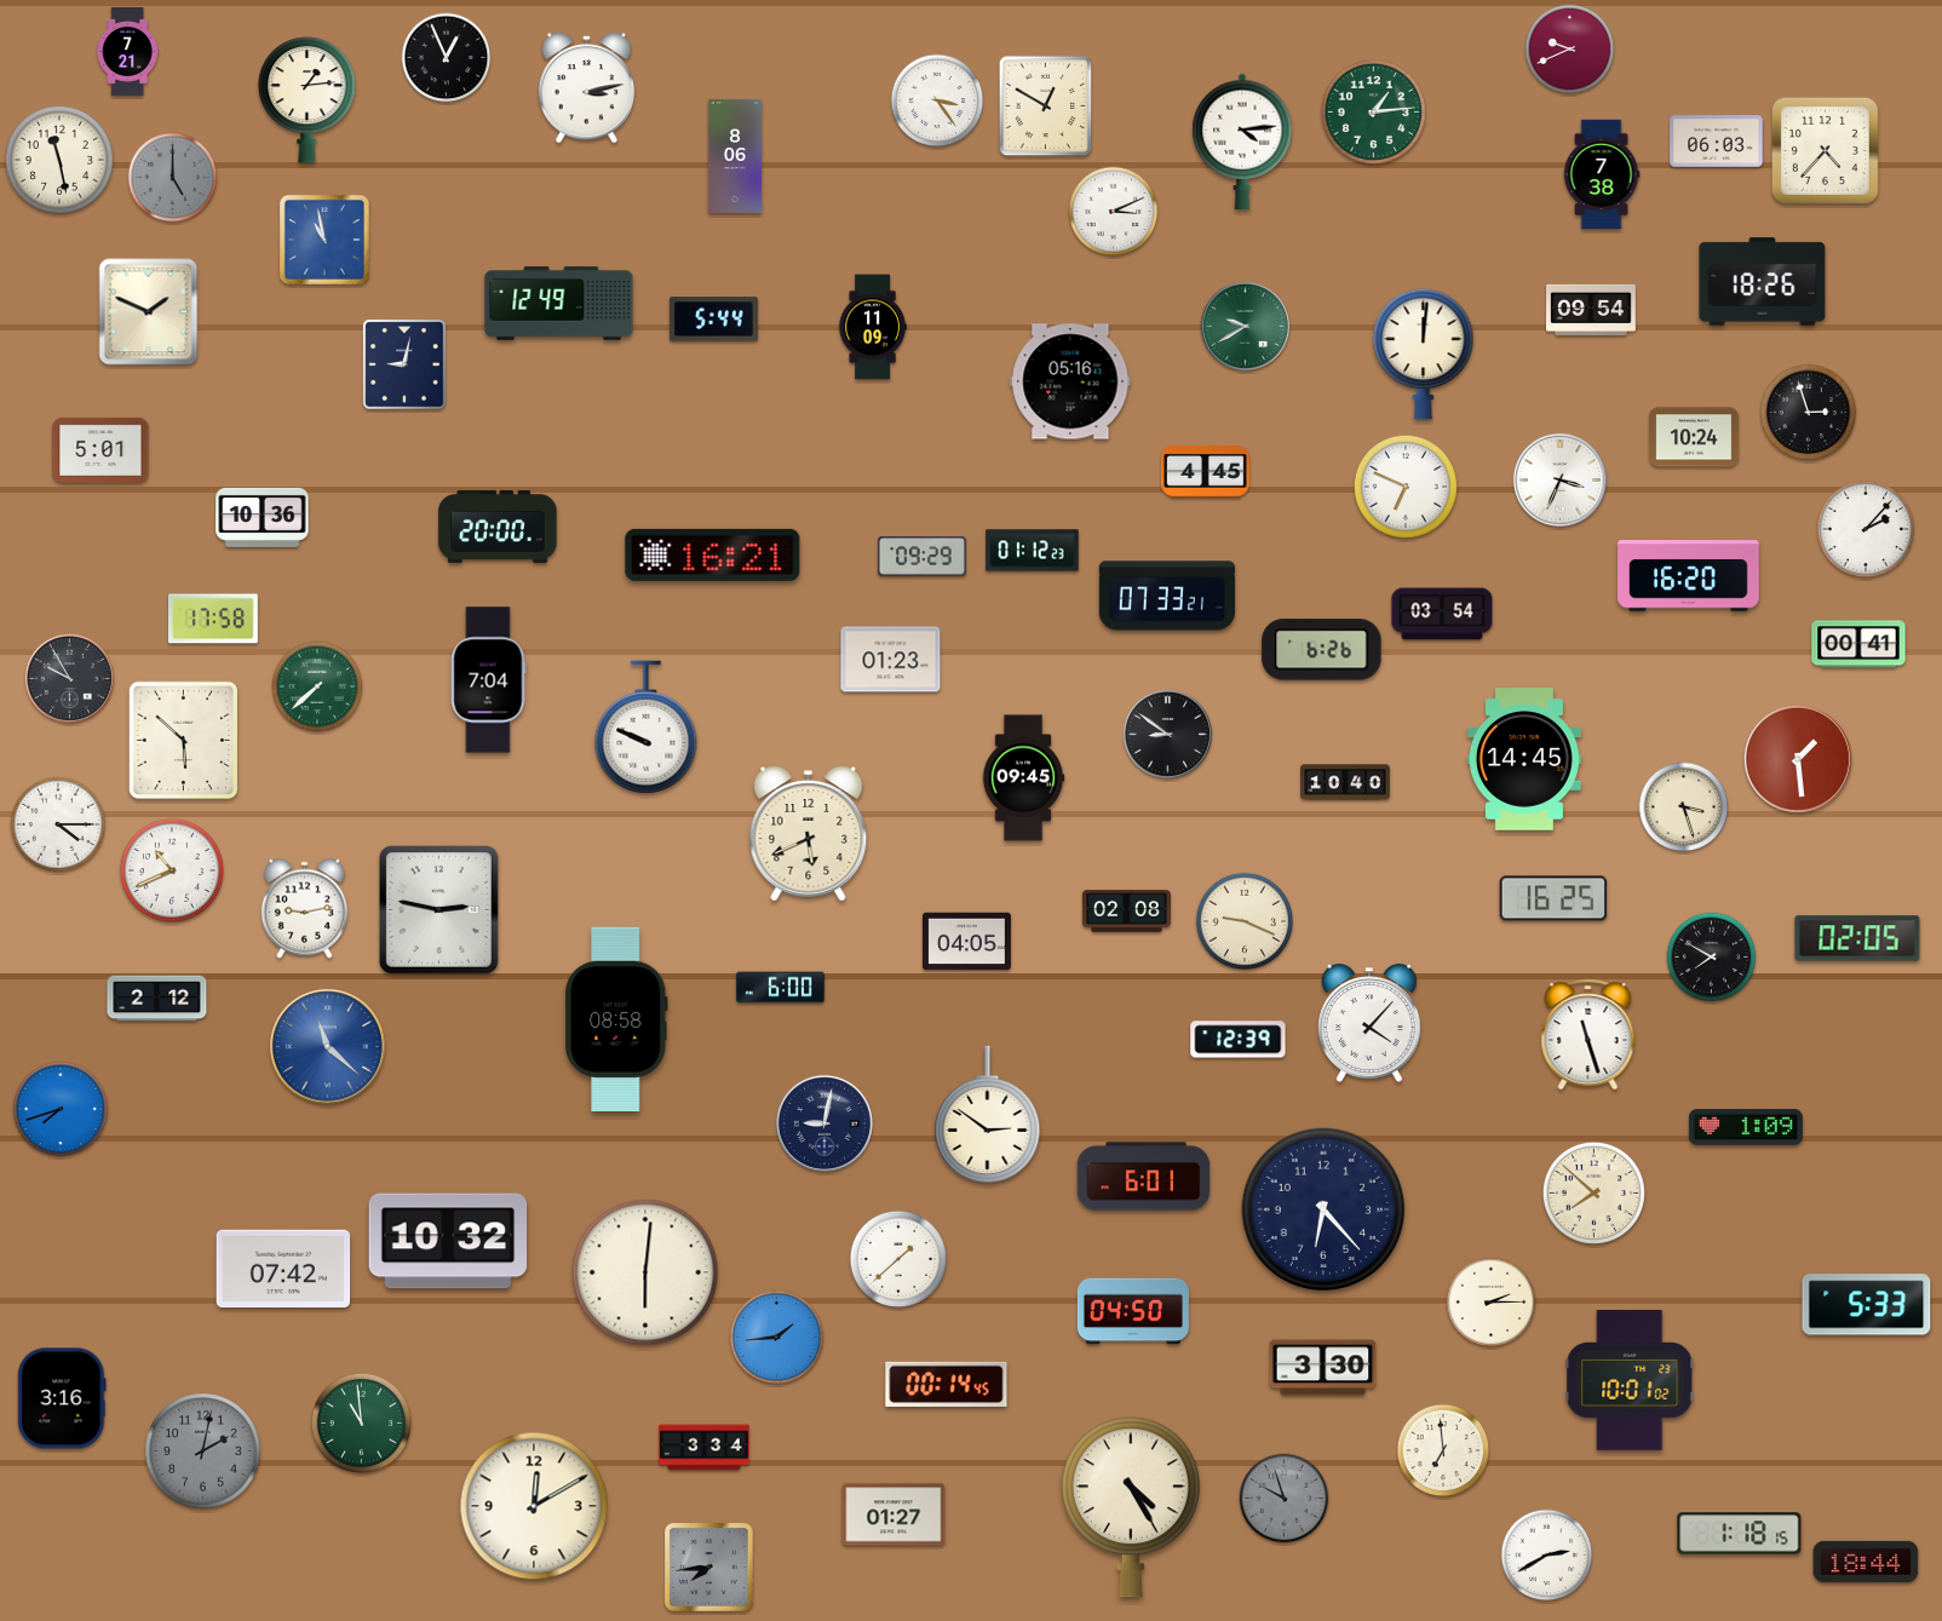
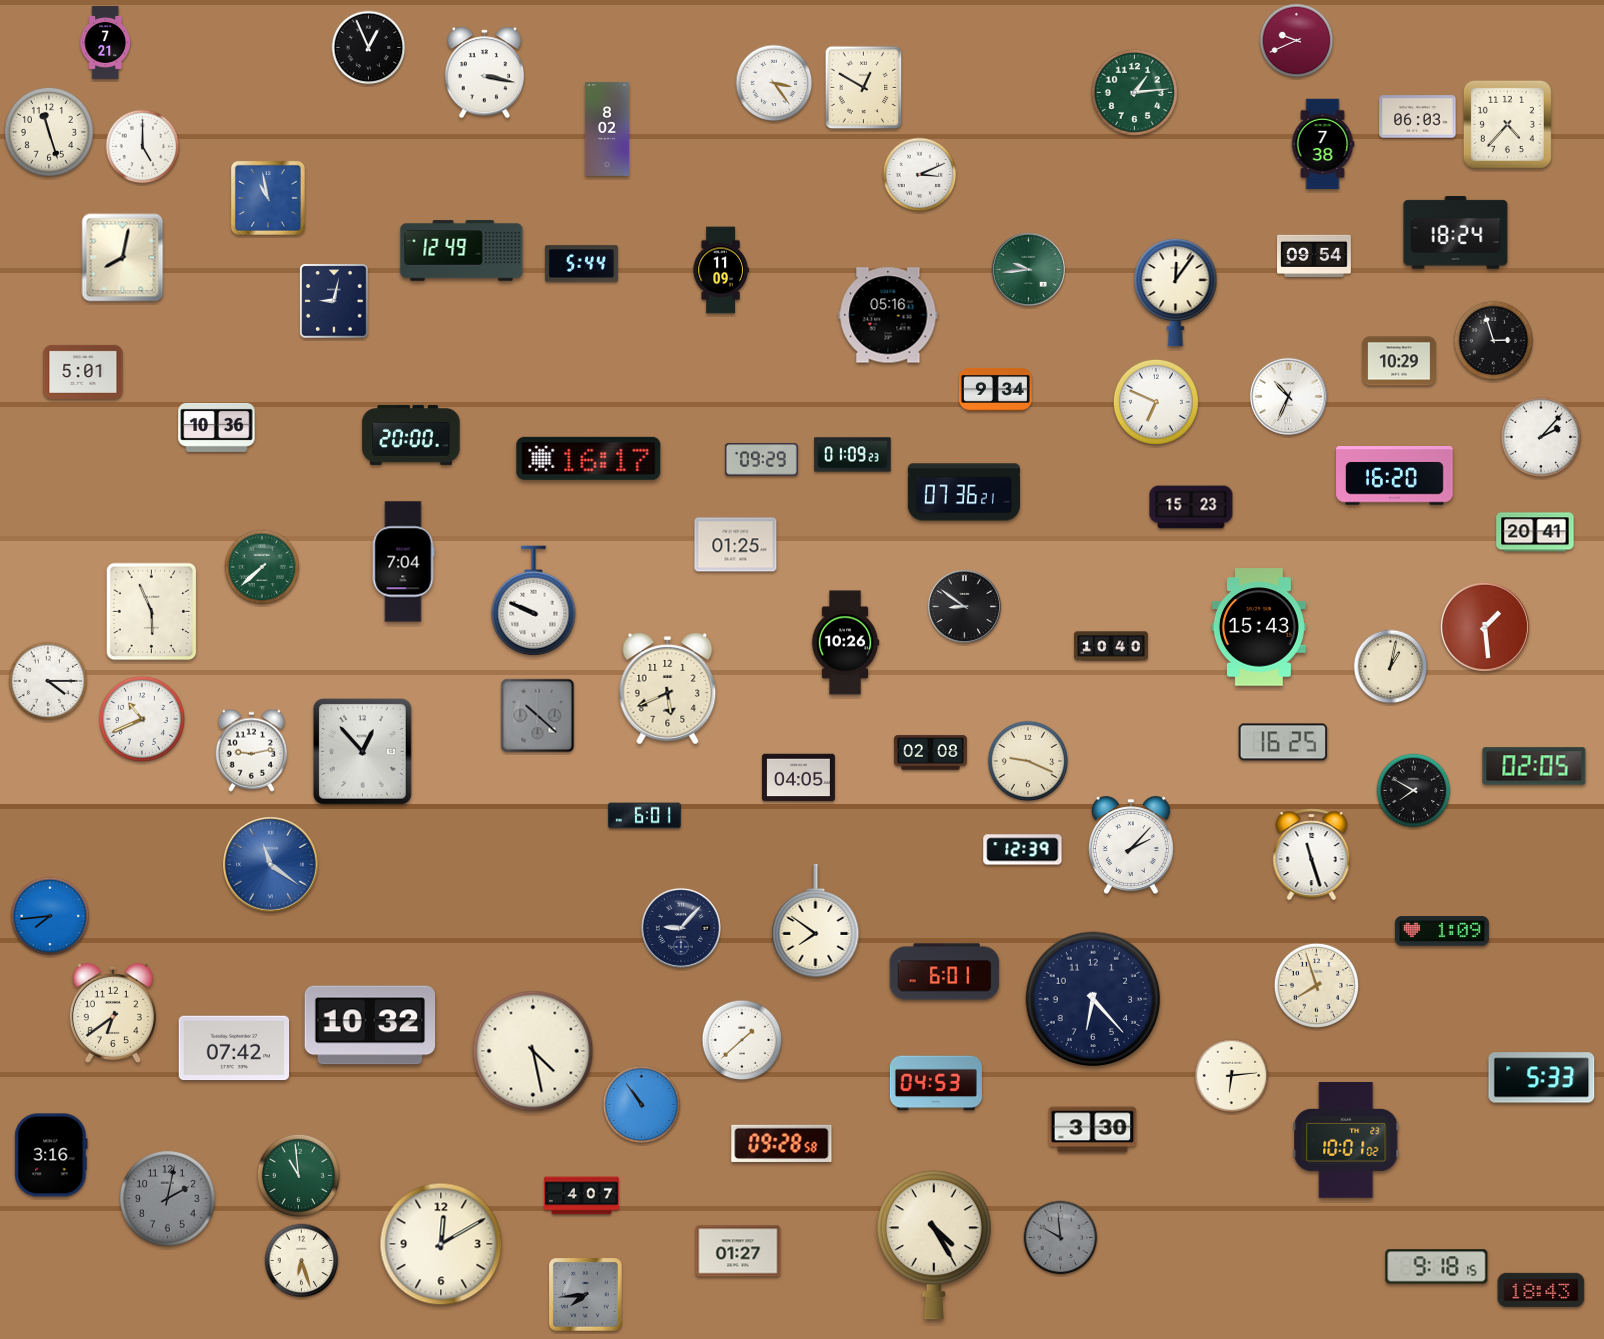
clock at (586, 88): 3:13 -> 3:17
clock at (308, 99): 1:14 -> none
clock at (1242, 142): 4:14 -> none
clock at (735, 156): 8:06 -> 8:02
clock at (59, 160): 11:28 -> 11:27
clock at (173, 178) dial: grey -> white
clock at (1763, 282): 18:26 -> 18:24
clock at (149, 312): 1:49 -> 8:02
clock at (713, 320) position: (713, 320) -> (581, 264)
clock at (1245, 326): 9:40 -> 9:44
clock at (1424, 353): 12:01 -> 12:06
clock at (1070, 381) position: (1070, 381) -> (888, 315)
clock at (1695, 437): 10:24 -> 10:29
clock at (1205, 471): 4:45 -> 9:34
clock at (1559, 479): 3:34 -> 10:34
clock at (1406, 487) position: (1406, 487) -> (1156, 402)
clock at (1033, 551): 01:12 -> 01:09
clock at (713, 554): 16:21 -> 16:17
clock at (1167, 596): 07:33 -> 07:36
clock at (1442, 614): 03:54 -> 15:23
clock at (213, 619): 17:58 -> none
clock at (1858, 644): 00:41 -> 20:41
clock at (1322, 650): 6:26 -> none
clock at (891, 660): 01:23 -> 01:25
clock at (69, 678): 9:55 -> none
clock at (184, 741): 5:52 -> 5:56
clock at (1524, 759): 14:45 -> 15:43
clock at (1023, 778): 09:45 -> 10:26
clock at (1684, 807): 3:27 -> 1:02
clock at (538, 716): none -> 10:22
clock at (439, 910): 2:47 -> 12:53
clock at (1857, 938) position: (1857, 938) -> (1534, 766)
clock at (780, 988): 6:00 -> 6:01
clock at (157, 999): 2:12 -> none
clock at (616, 1018): 08:58 -> none
clock at (1369, 1023): 4:07 -> 2:07
clock at (1239, 1040) position: (1239, 1040) -> (1023, 850)
clock at (327, 1046): 11:22 -> 11:21
clock at (61, 1109): 7:42 -> 7:44
clock at (988, 1114): 2:51 -> 7:51
clock at (825, 1123): 9:02 -> 9:07
clock at (1593, 1192): 7:52 -> 7:57
clock at (113, 1013): none -> 6:39
clock at (645, 1272): 6:01 -> 4:28
clock at (1492, 1303): 2:15 -> 6:14
clock at (1133, 1311): 04:50 -> 04:53
clock at (777, 1338): 1:44 -> 10:54
clock at (947, 1384): 00:14 -> 09:28
clock at (705, 1448): 3:34 -> 4:07
clock at (1443, 1450): 6:59 -> none
clock at (1285, 1499): 9:57 -> 9:59
clock at (302, 1261): none -> 6:27
clock at (1740, 1534): 1:18 -> 9:18
clock at (1547, 1556): 2:40 -> none
clock at (1866, 1562): 18:44 -> 18:43
